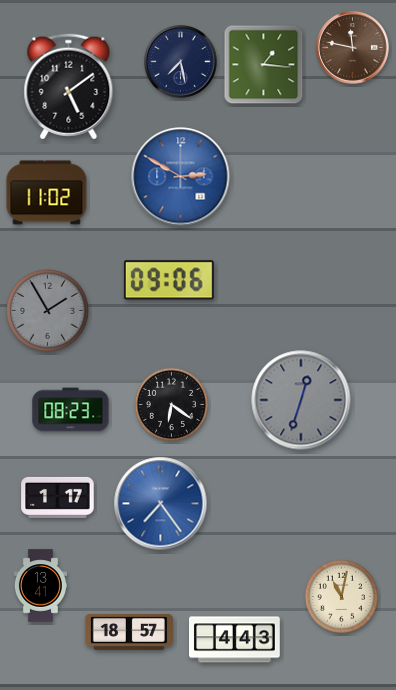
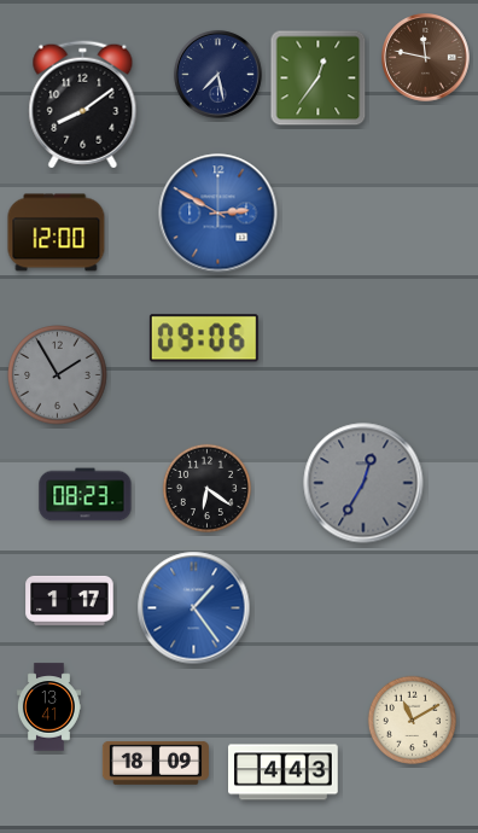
clock at (264, 65): 1:16 -> 12:36
clock at (69, 87): 5:09 -> 8:09
clock at (47, 193): 11:02 -> 12:00
clock at (301, 400): 12:33 -> 12:35
clock at (161, 504): 7:24 -> 1:24
clock at (341, 596): 11:02 -> 11:10
clock at (129, 632): 18:57 -> 18:09
